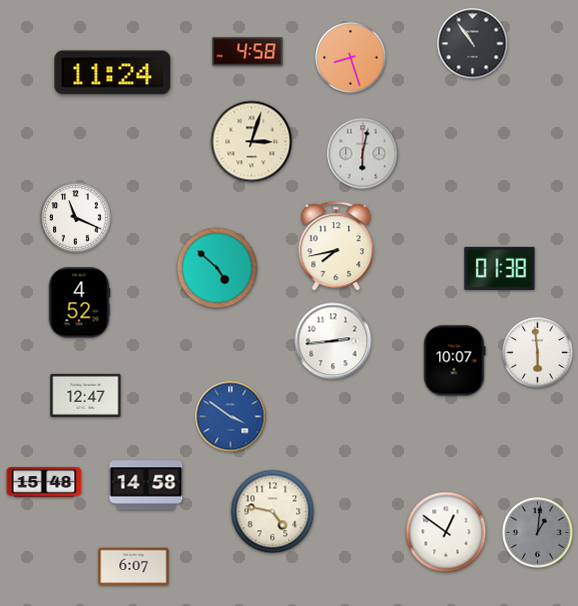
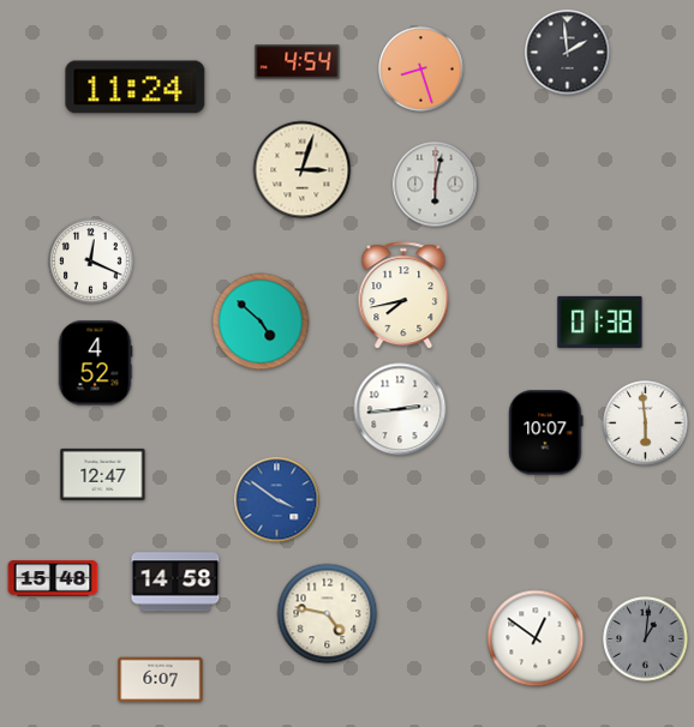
clock at (473, 44): 10:54 -> 1:59
clock at (248, 52): 4:58 -> 4:54
clock at (76, 218): 11:19 -> 12:19
